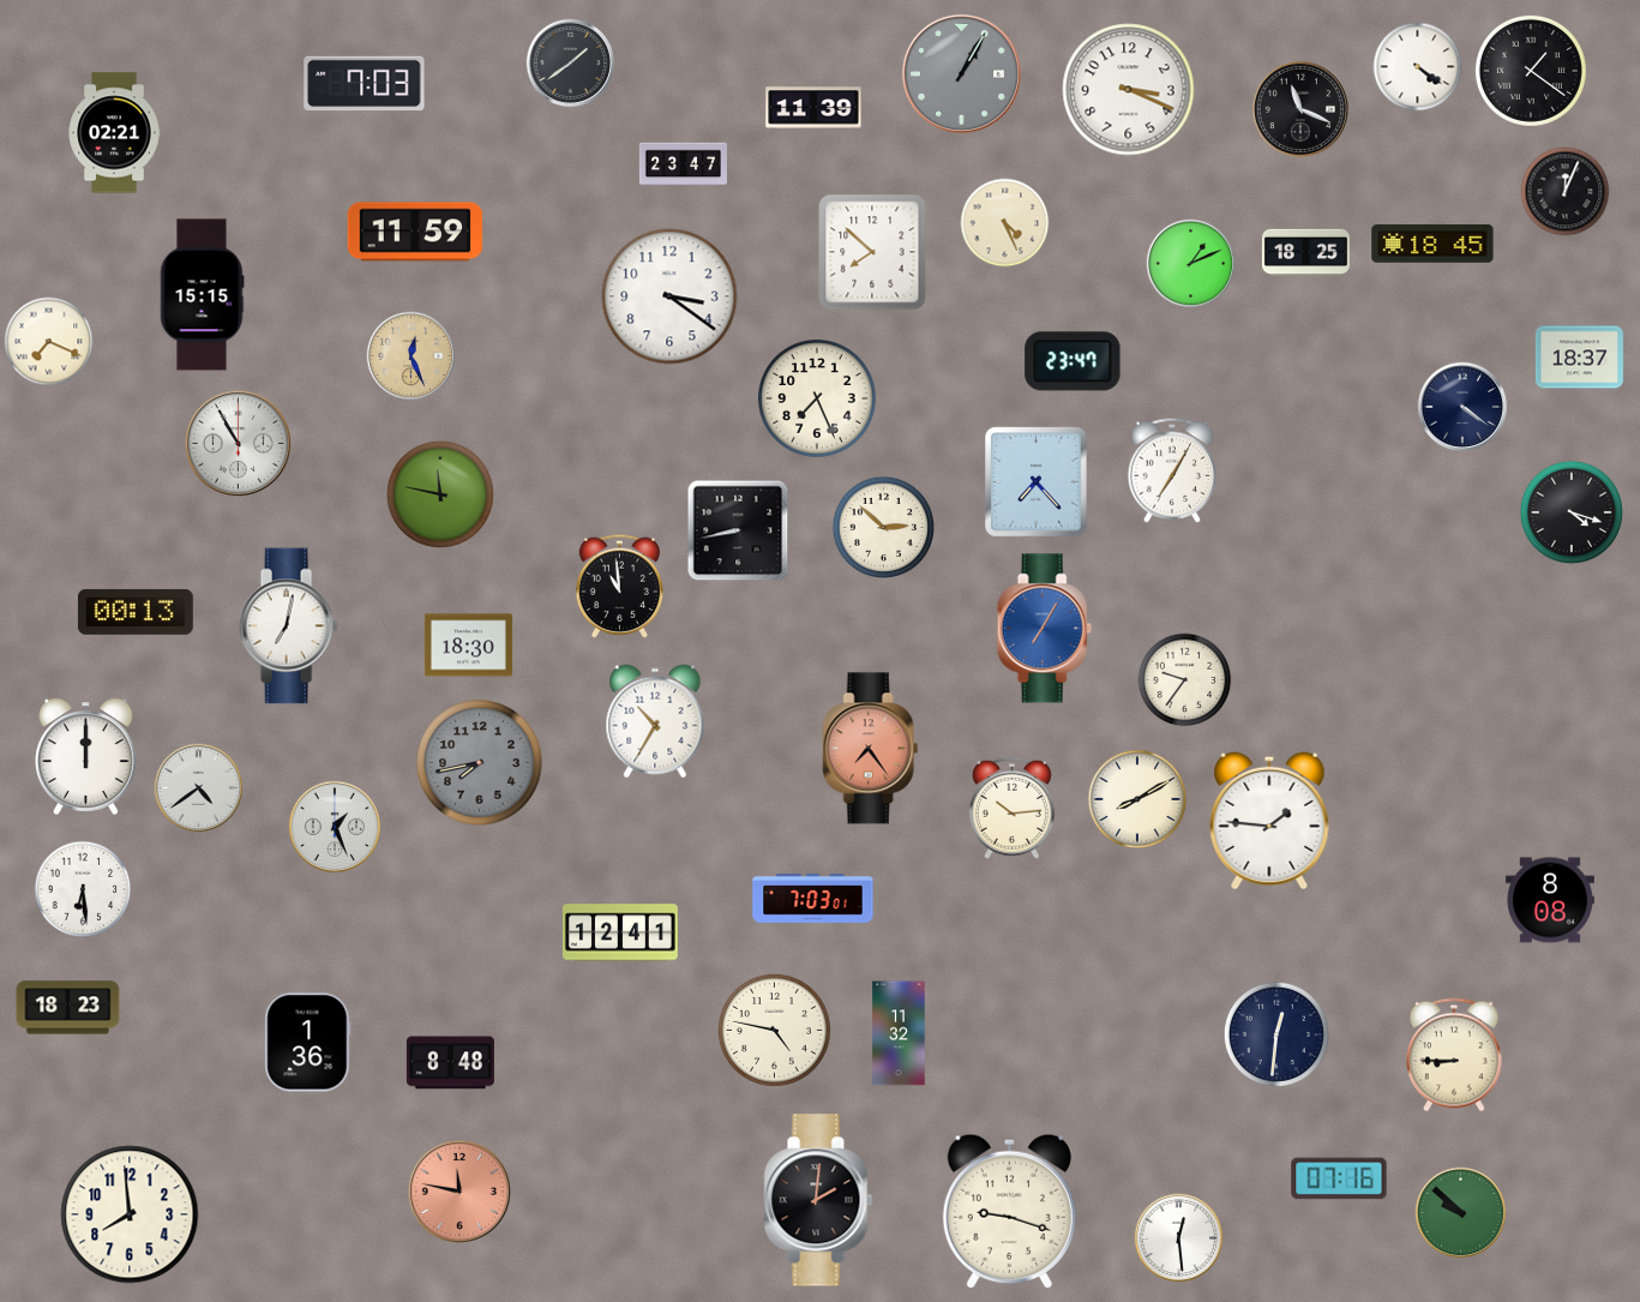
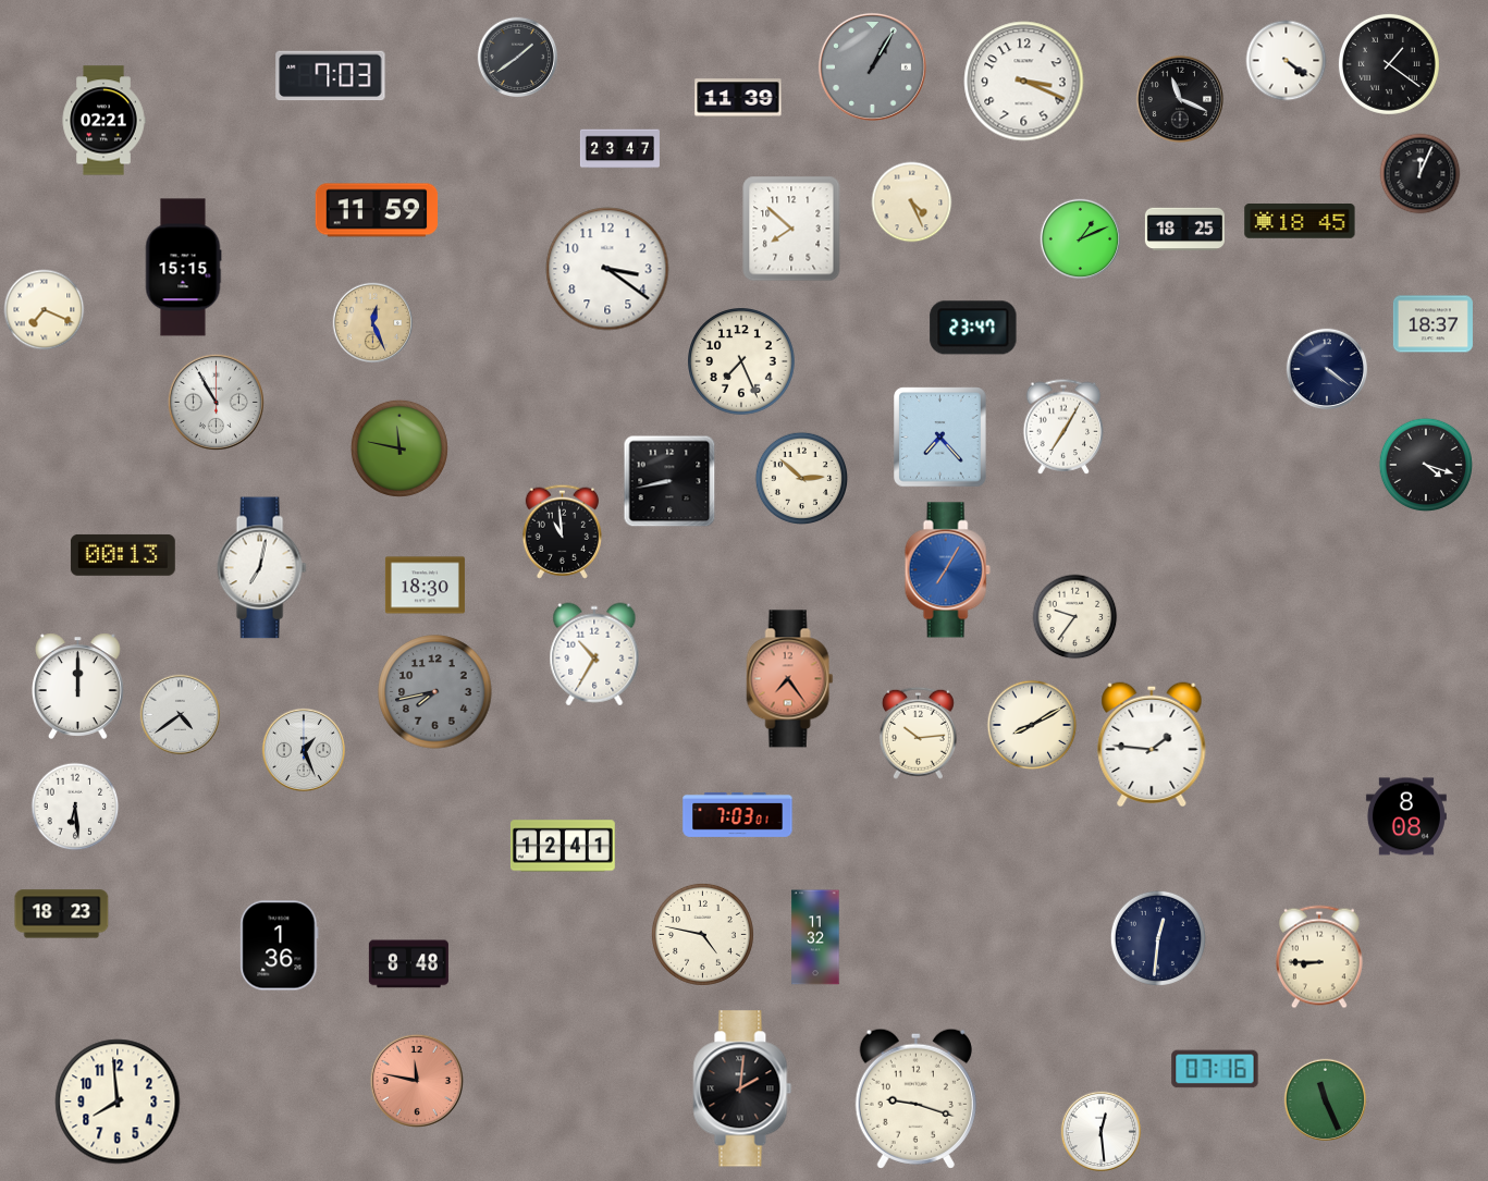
clock at (1461, 1213): 9:52 -> 11:26
clock at (1179, 1238) position: (1179, 1238) -> (1102, 1132)
